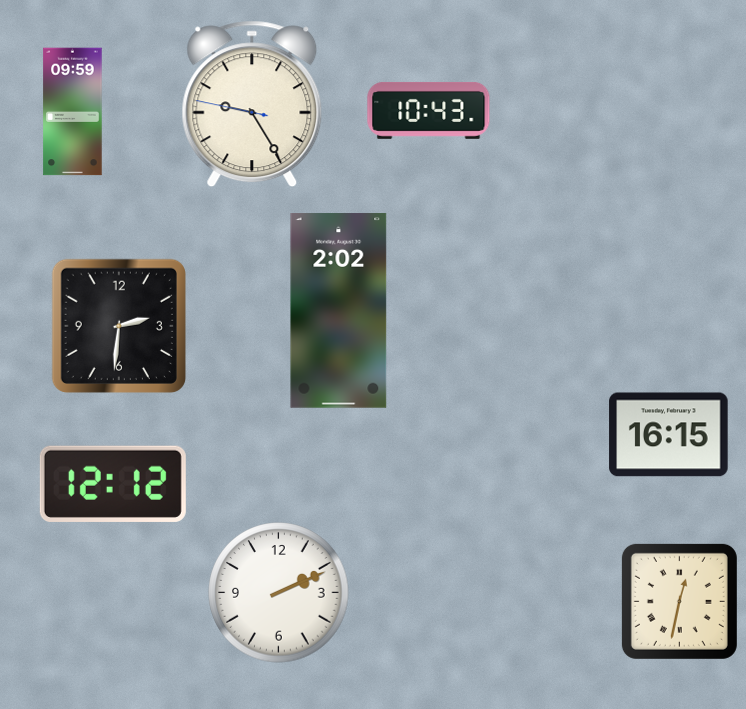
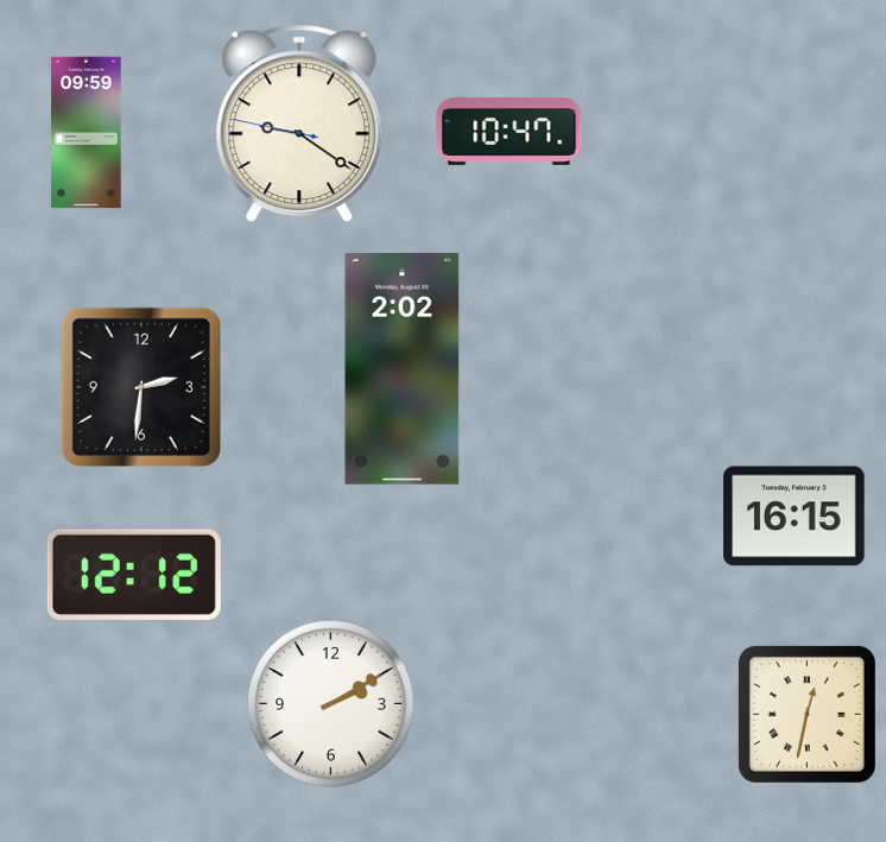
clock at (252, 104): 9:24 -> 9:20
clock at (429, 110): 10:43 -> 10:47
clock at (279, 593): 2:11 -> 2:10
